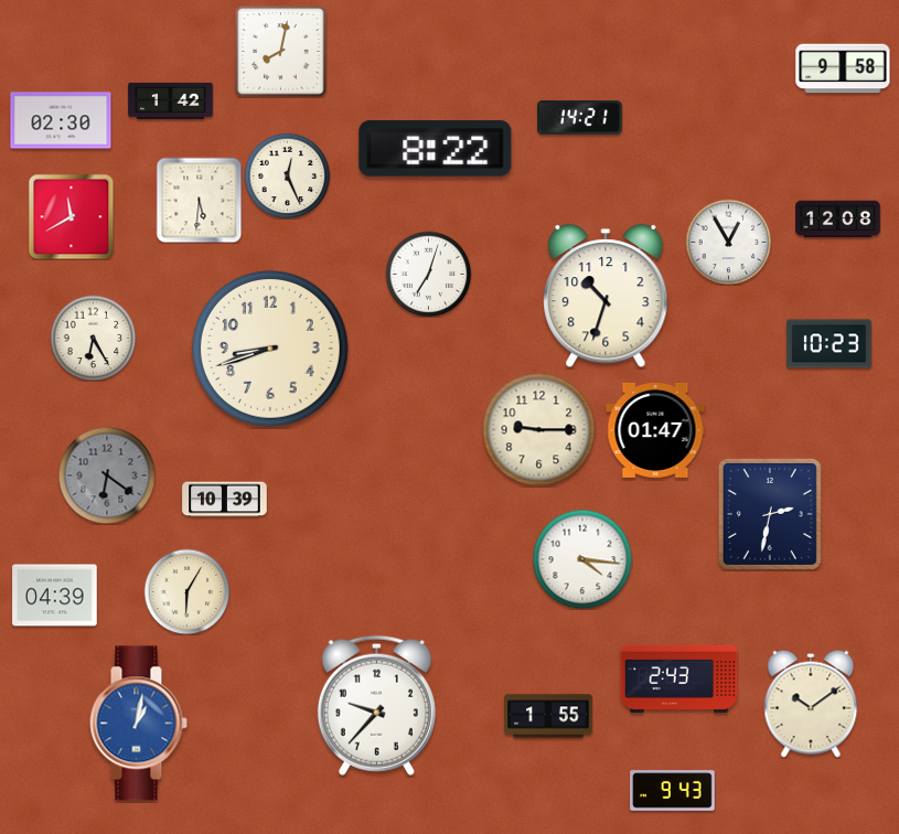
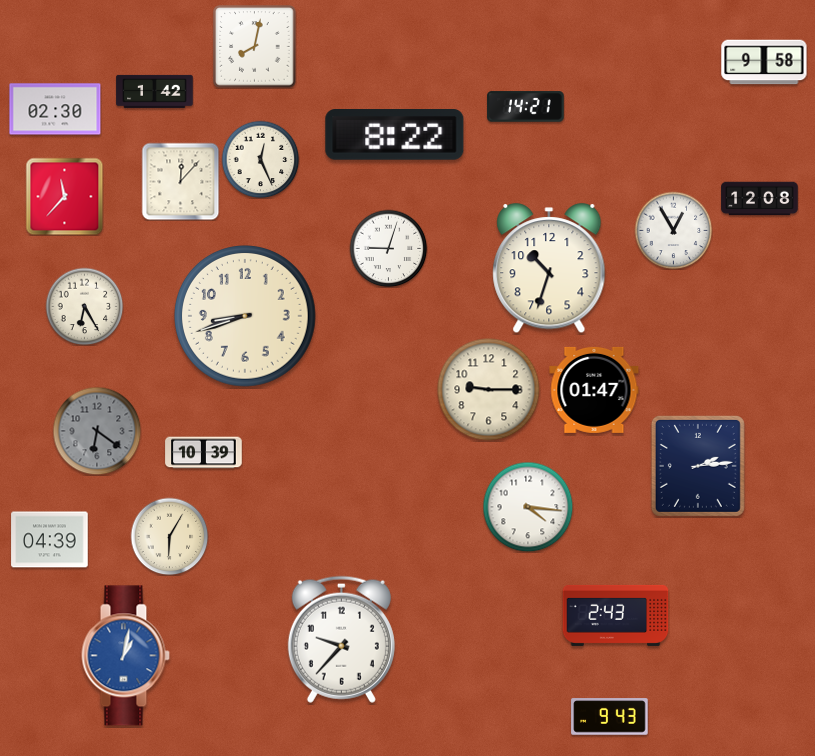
clock at (199, 200): 5:31 -> 12:07
clock at (71, 216): 11:40 -> 11:37
clock at (728, 242) position: (728, 242) -> (673, 230)
clock at (428, 274): 7:03 -> 9:03
clock at (830, 344): 10:23 -> none
clock at (770, 514): 2:32 -> 2:14
clock at (811, 704): 10:09 -> none
clock at (548, 716): 1:55 -> none
